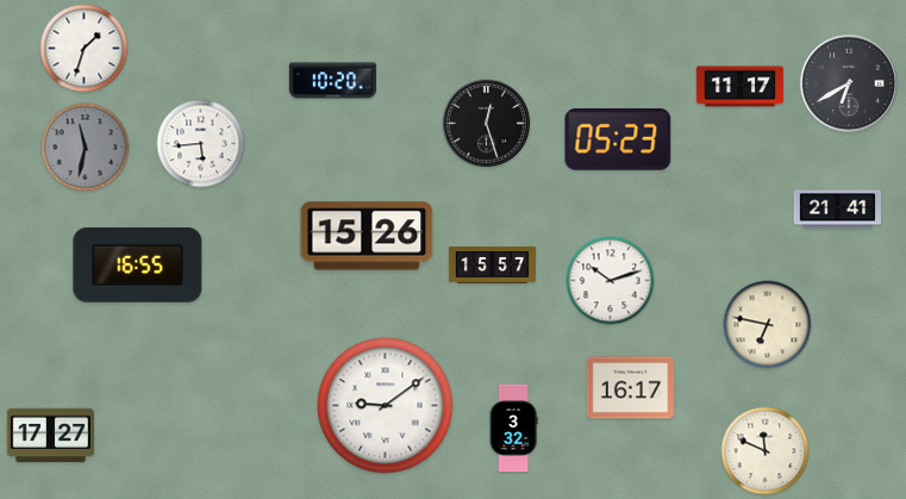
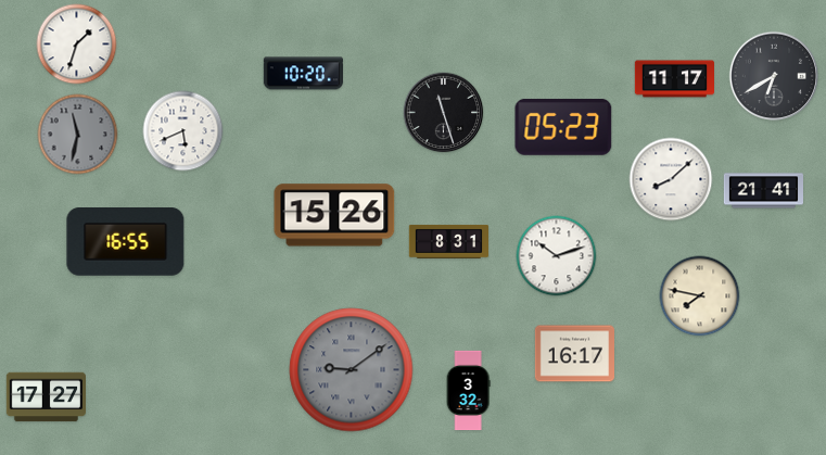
clock at (487, 124): 12:27 -> 11:27
clock at (201, 144): 5:44 -> 5:41
clock at (671, 179): none -> 8:08
clock at (492, 266): 15:57 -> 8:31
clock at (768, 325): 6:47 -> 7:47
clock at (386, 406) dial: white -> grey
clock at (766, 451): 11:49 -> none
